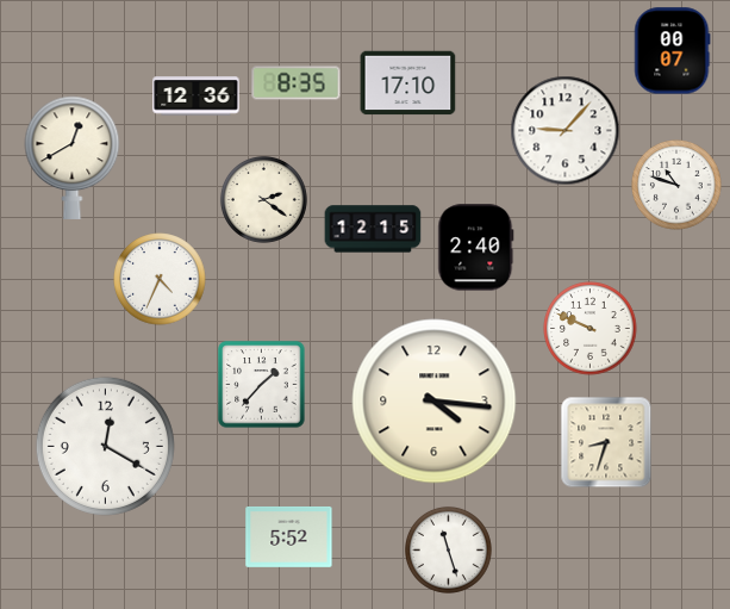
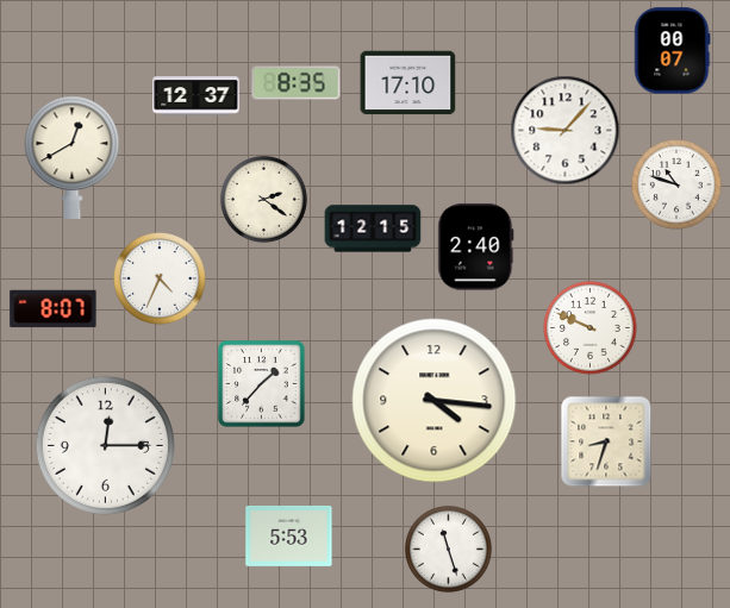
clock at (196, 97): 12:36 -> 12:37
clock at (54, 309): none -> 8:07
clock at (105, 446): 12:20 -> 12:15
clock at (289, 536): 5:52 -> 5:53
